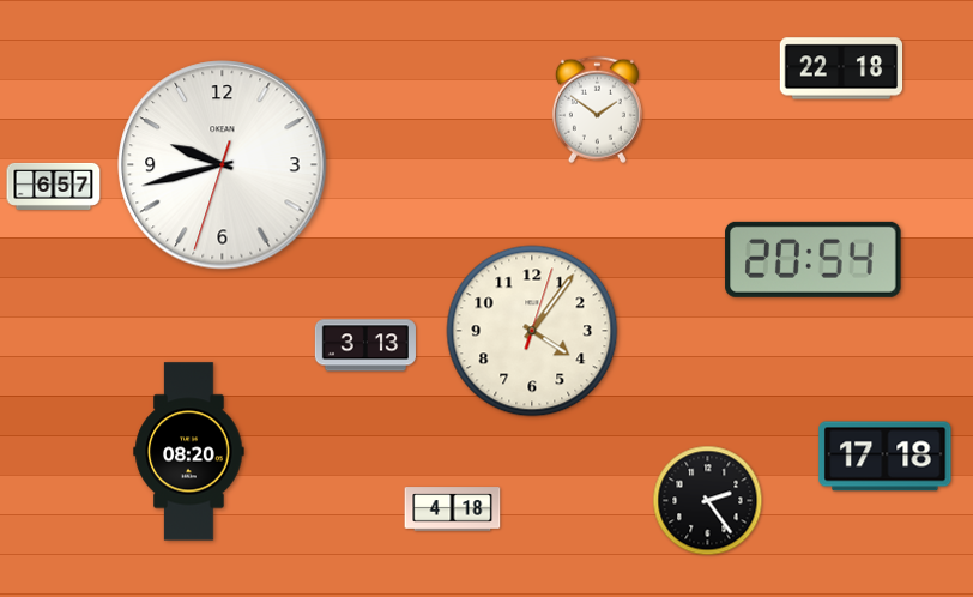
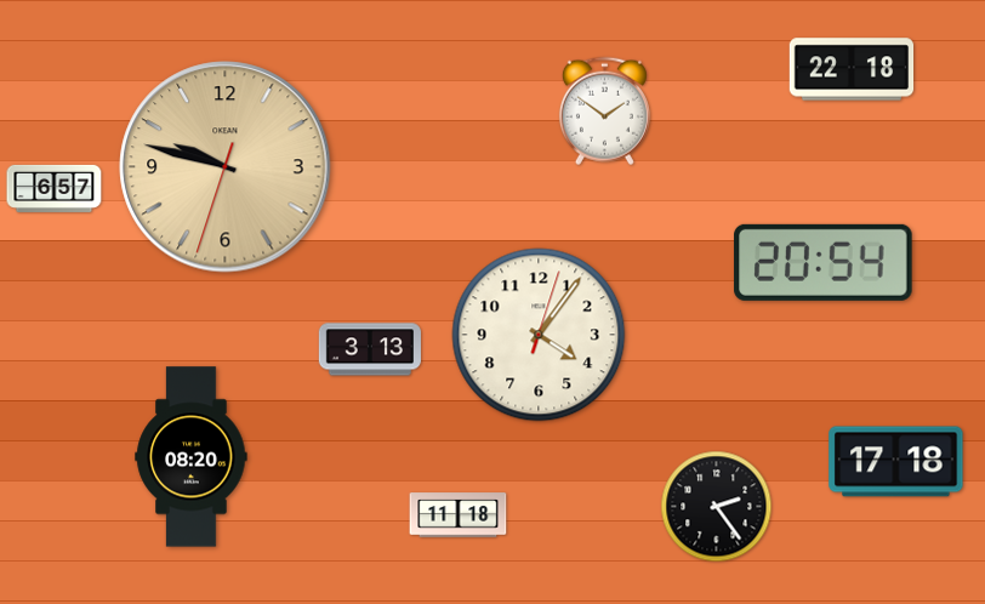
clock at (223, 165): 9:42 -> 9:47
clock at (223, 165) dial: white -> champagne
clock at (453, 509): 4:18 -> 11:18
